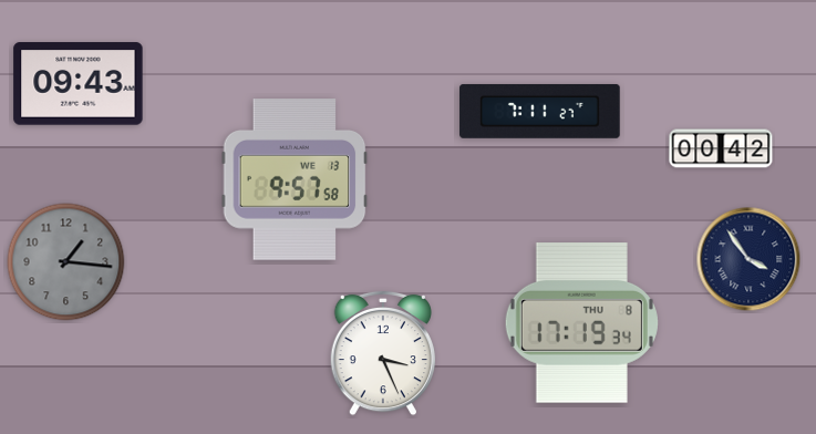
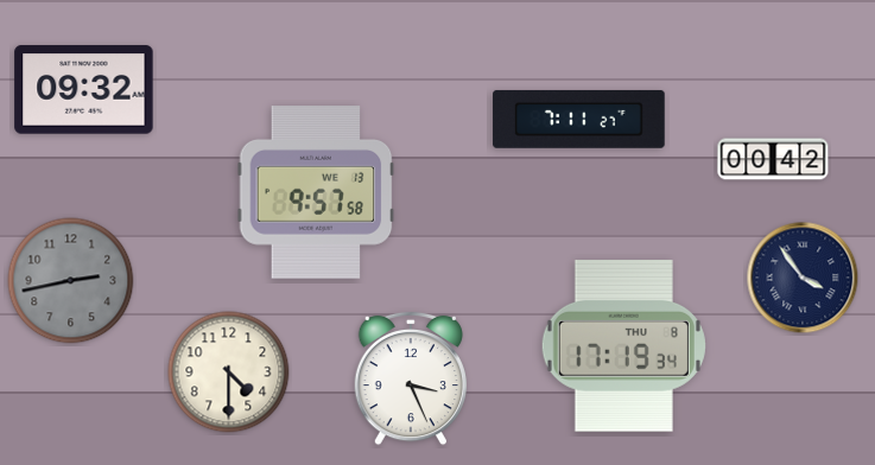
clock at (79, 84): 09:43 -> 09:32
clock at (66, 262): 1:16 -> 2:43
clock at (229, 372): none -> 4:30
